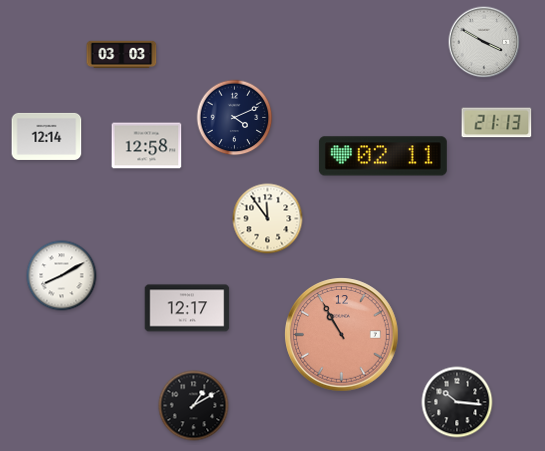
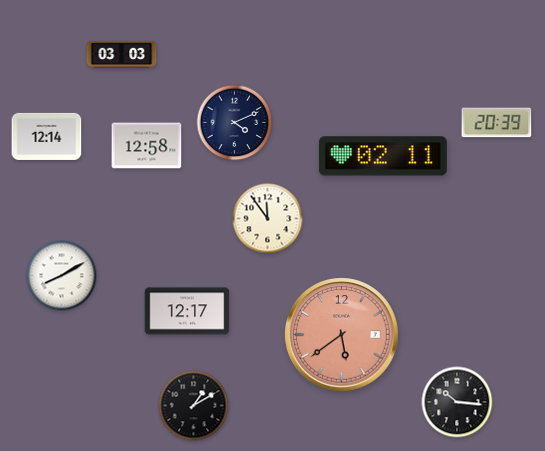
clock at (484, 42): 3:50 -> none
clock at (235, 118) position: (235, 118) -> (235, 123)
clock at (497, 123): 21:13 -> 20:39
clock at (187, 308) position: (187, 308) -> (187, 311)
clock at (342, 335): 10:55 -> 5:39
